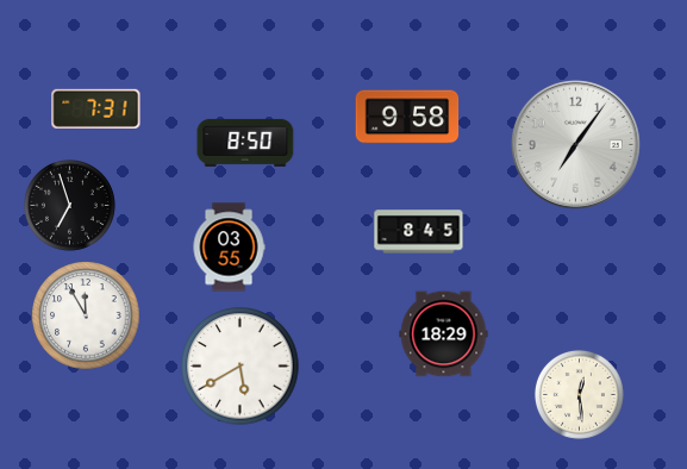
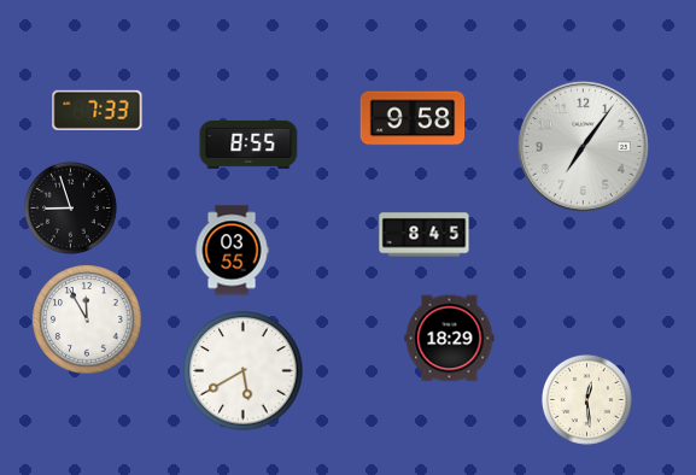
clock at (96, 108): 7:31 -> 7:33
clock at (245, 143): 8:50 -> 8:55
clock at (69, 206): 6:57 -> 8:57
